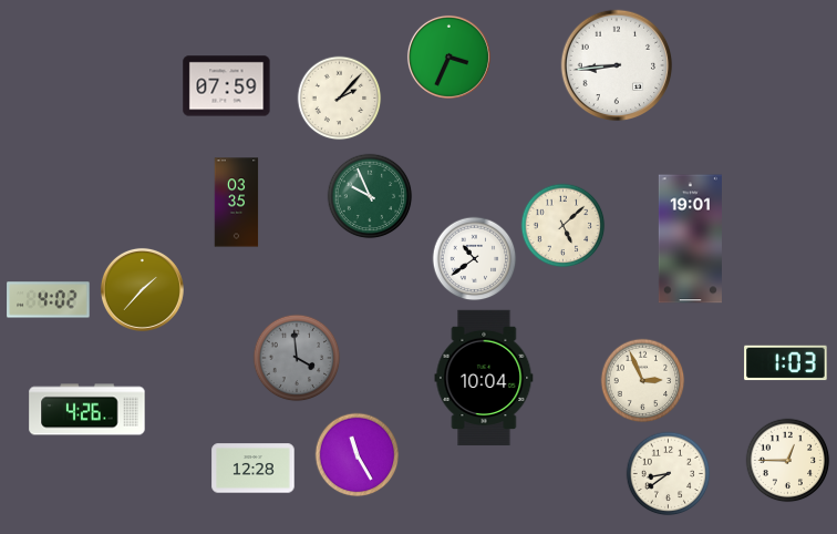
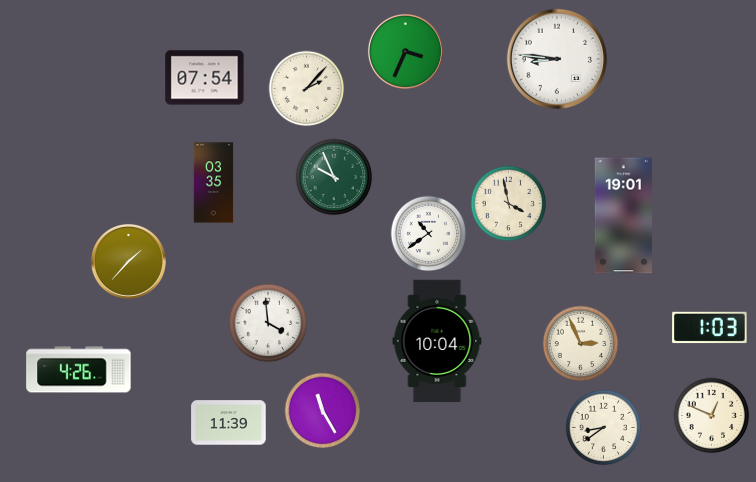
clock at (617, 65): 8:44 -> 8:46
clock at (227, 86): 07:59 -> 07:54
clock at (564, 226): 5:08 -> 3:58
clock at (49, 300): 4:02 -> none
clock at (297, 358) dial: grey -> white
clock at (788, 461): 12:45 -> 12:49
clock at (254, 469): 12:28 -> 11:39
